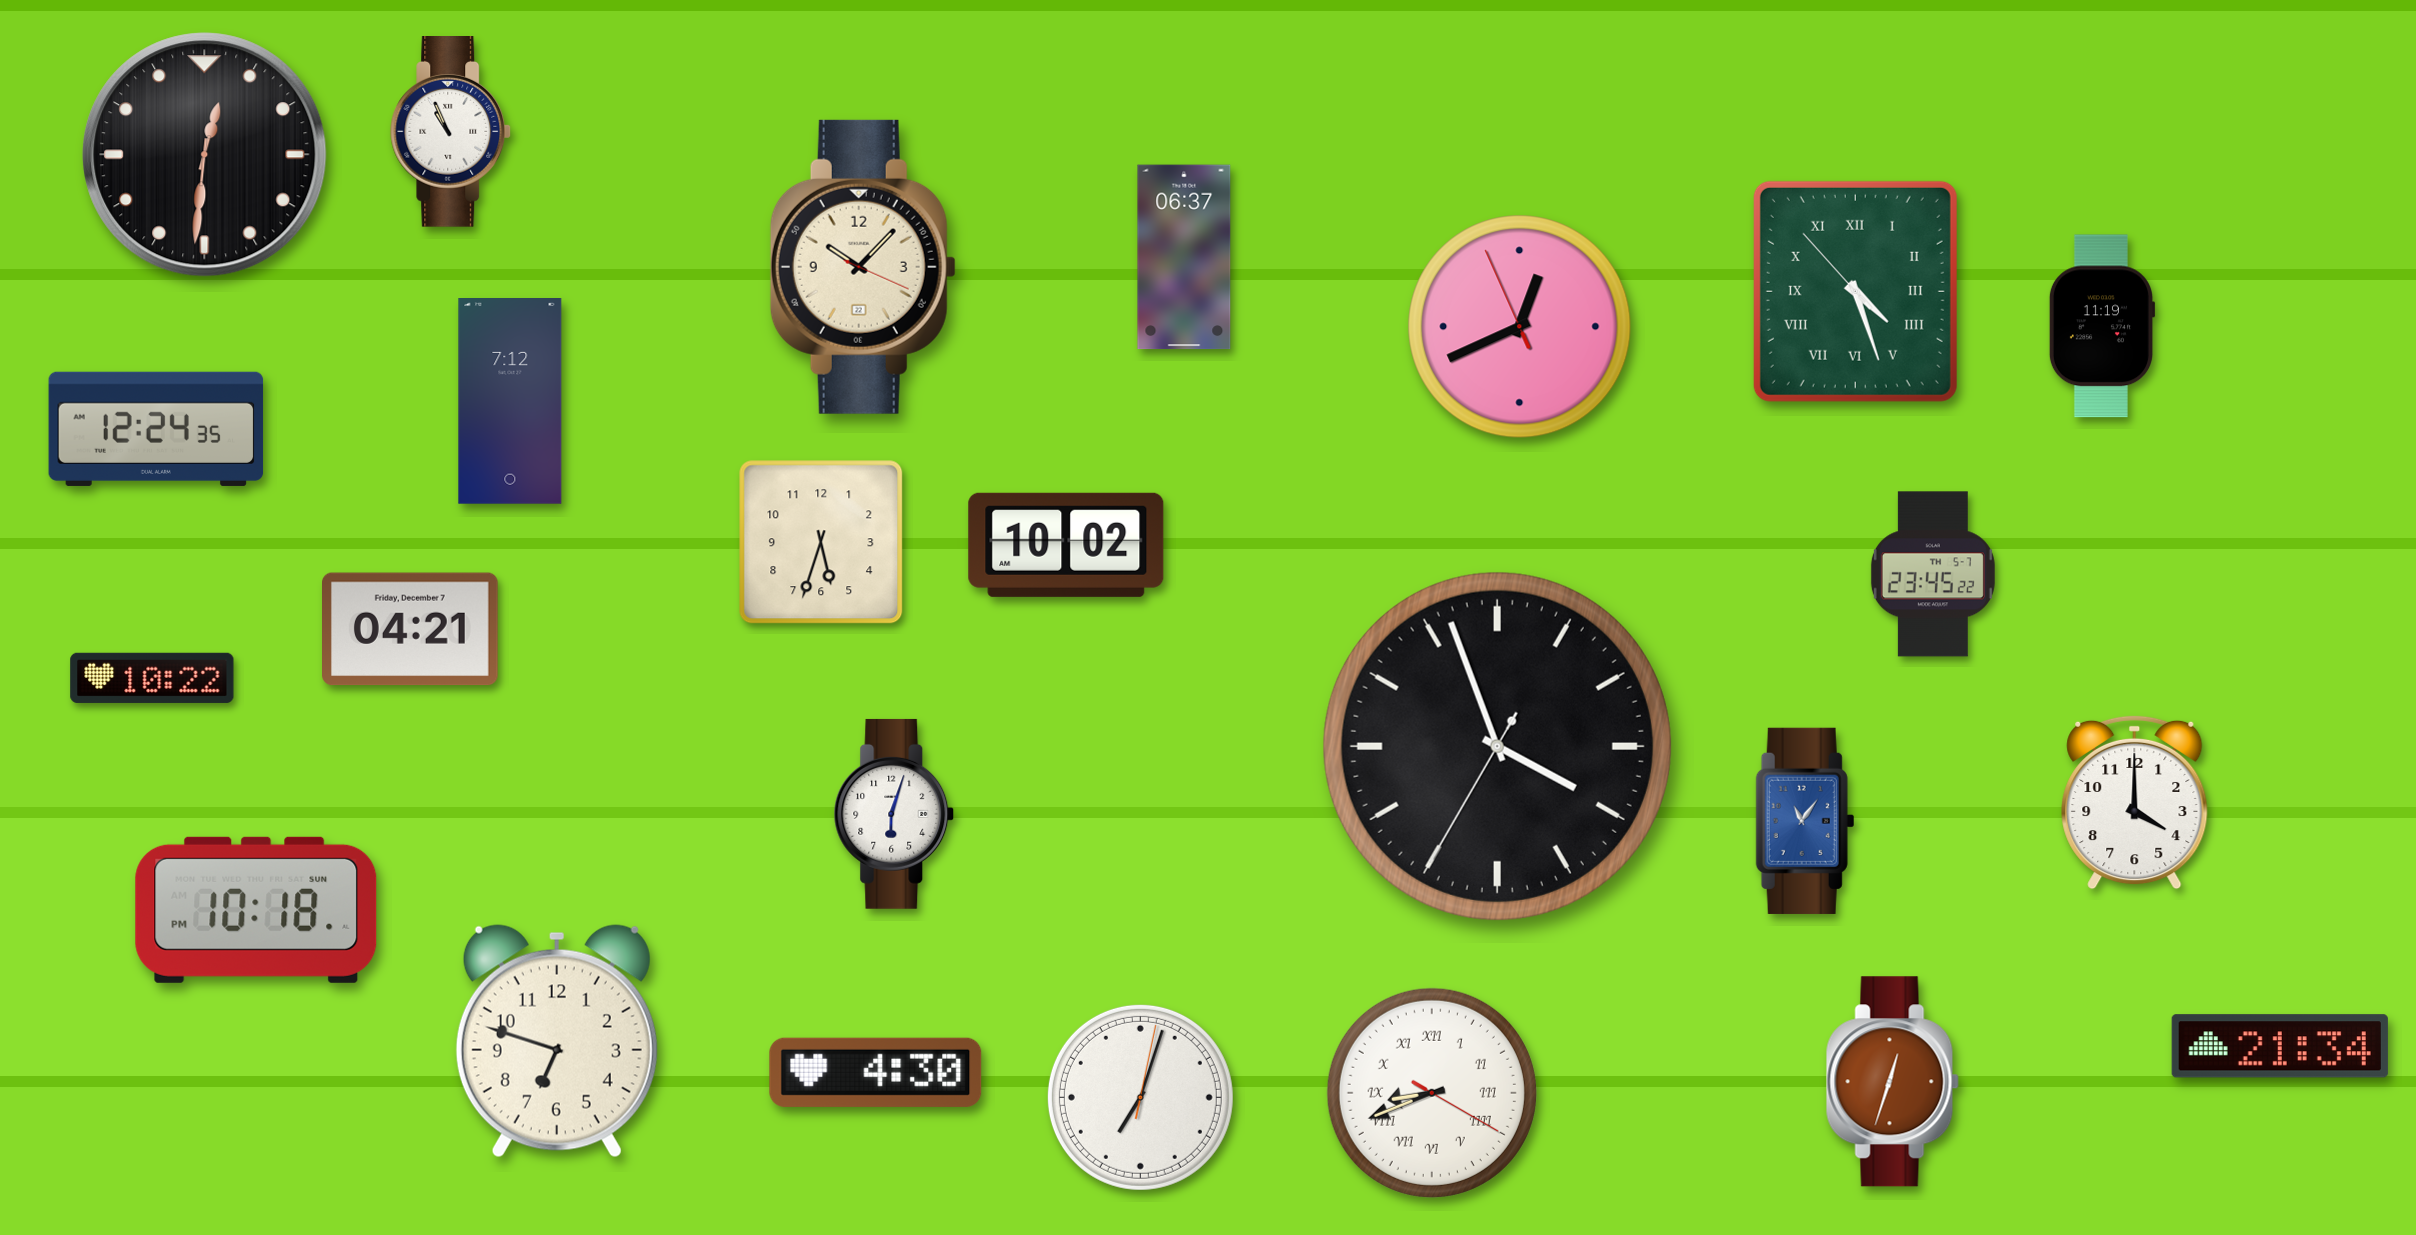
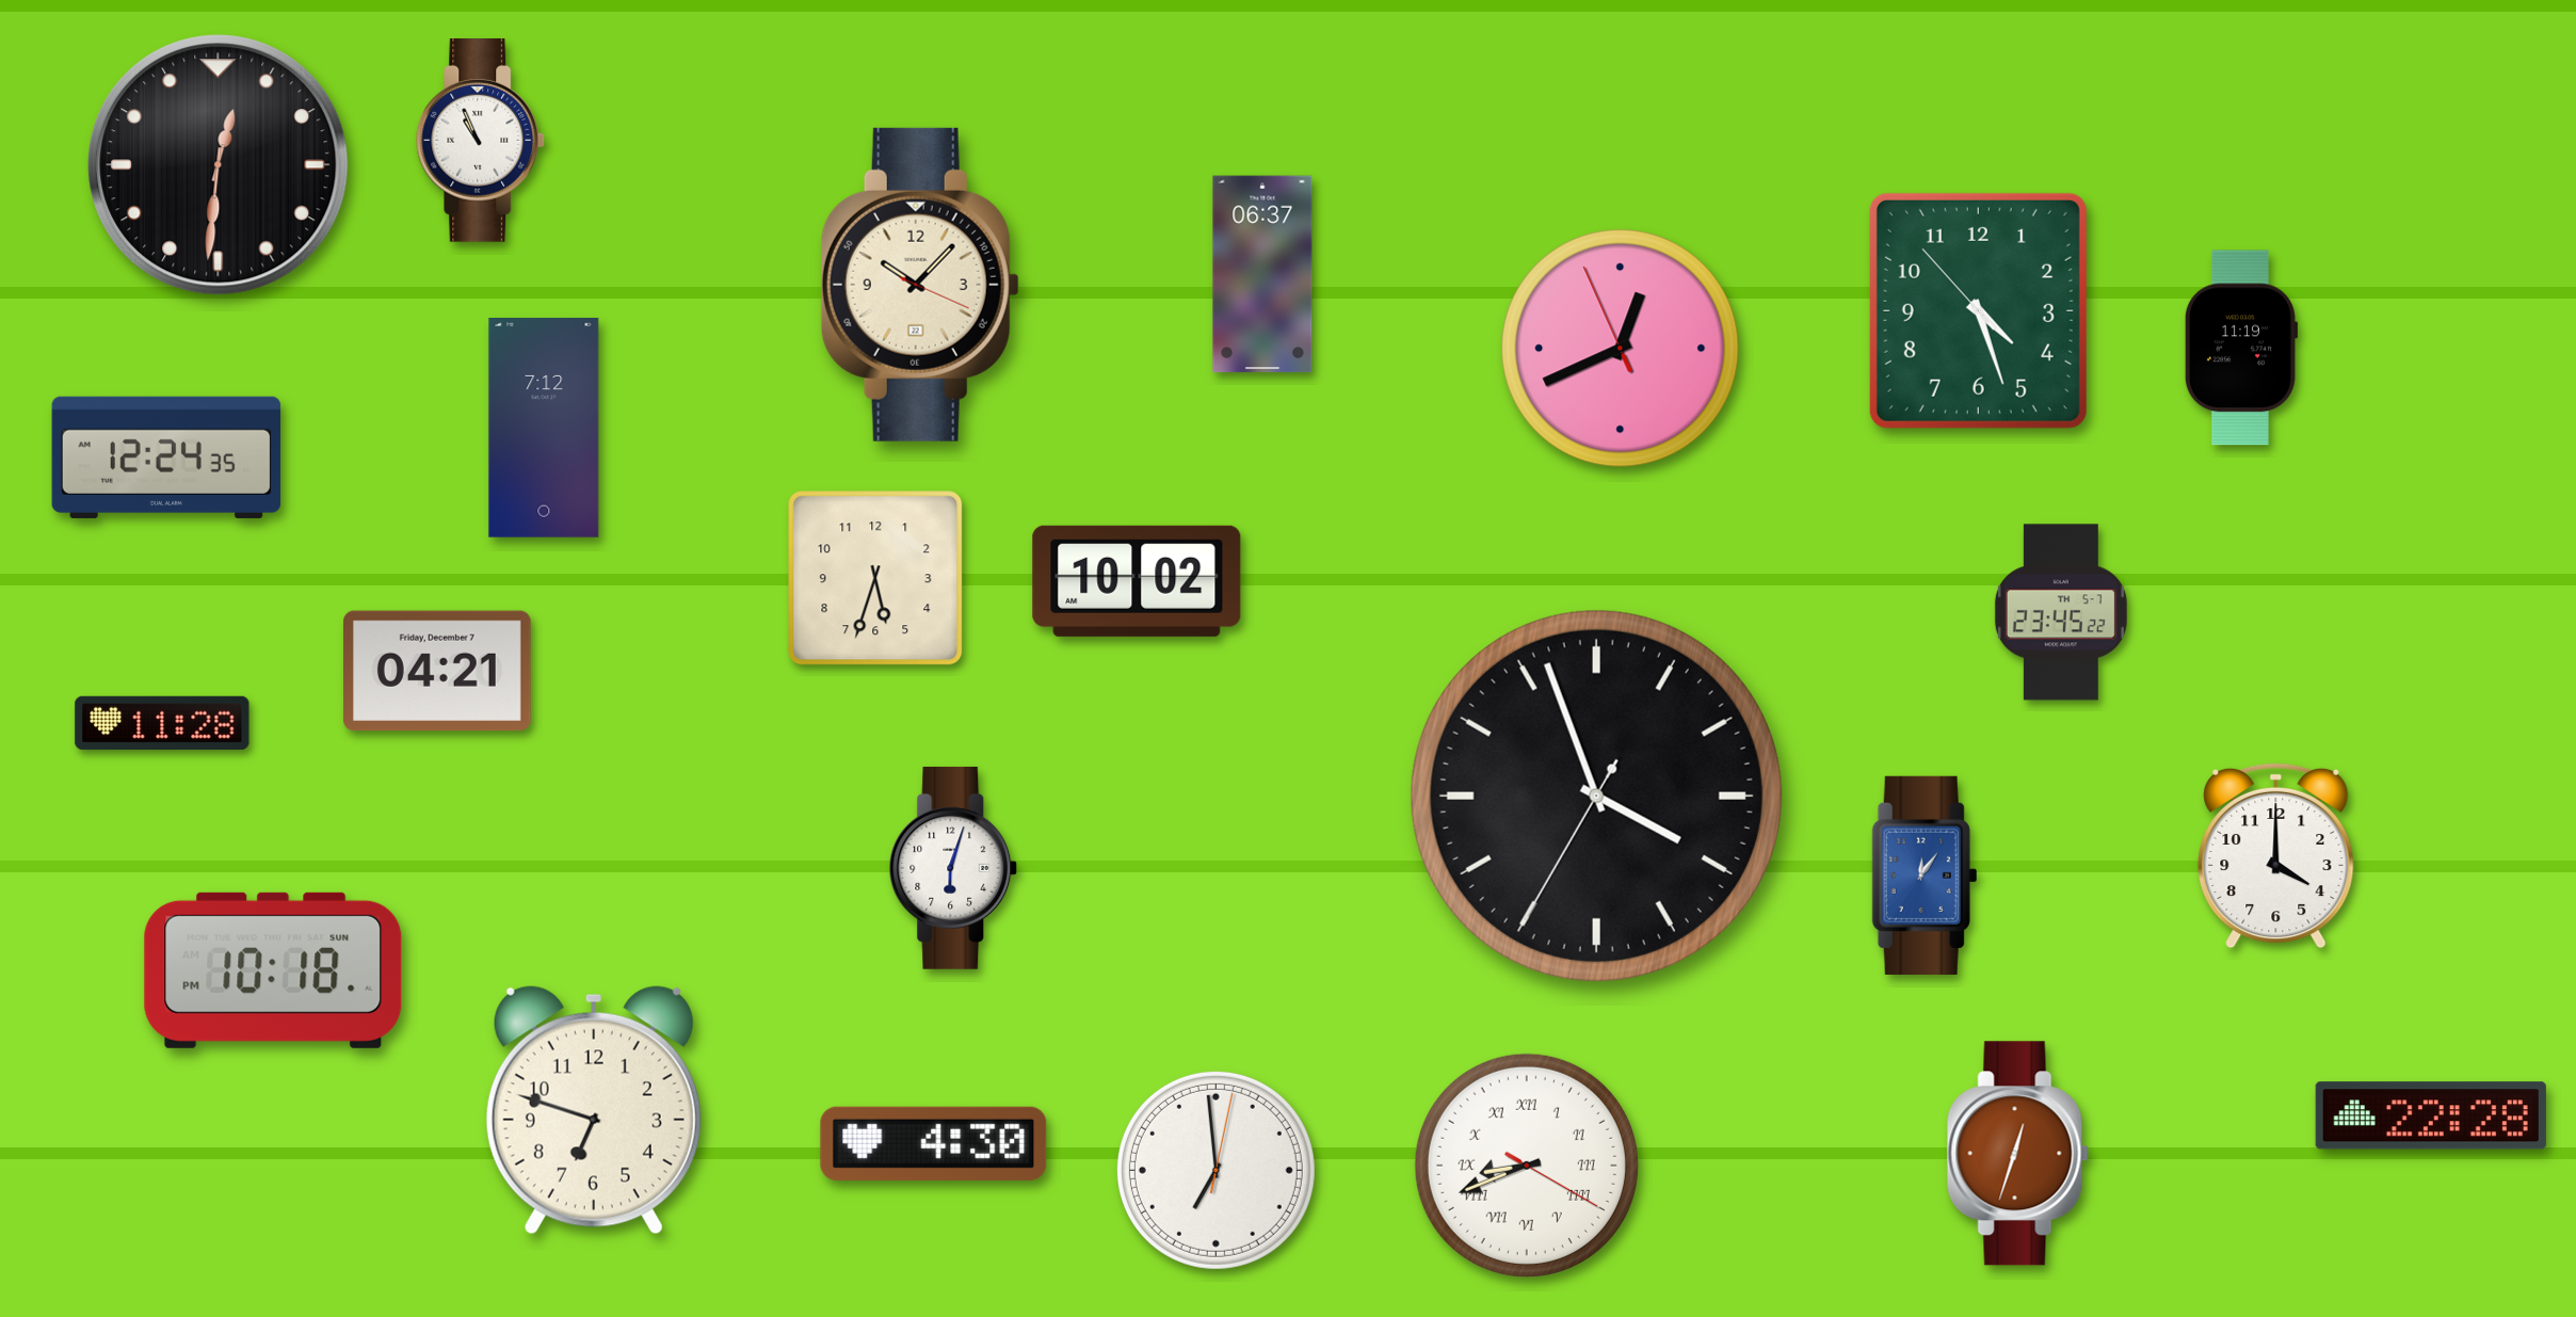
clock at (1855, 291) numerals: Roman -> Arabic
clock at (152, 678): 10:22 -> 11:28
clock at (1805, 821): 11:06 -> 12:06
clock at (2280, 1046): 21:34 -> 22:28
clock at (1140, 1097): 7:03 -> 6:59
